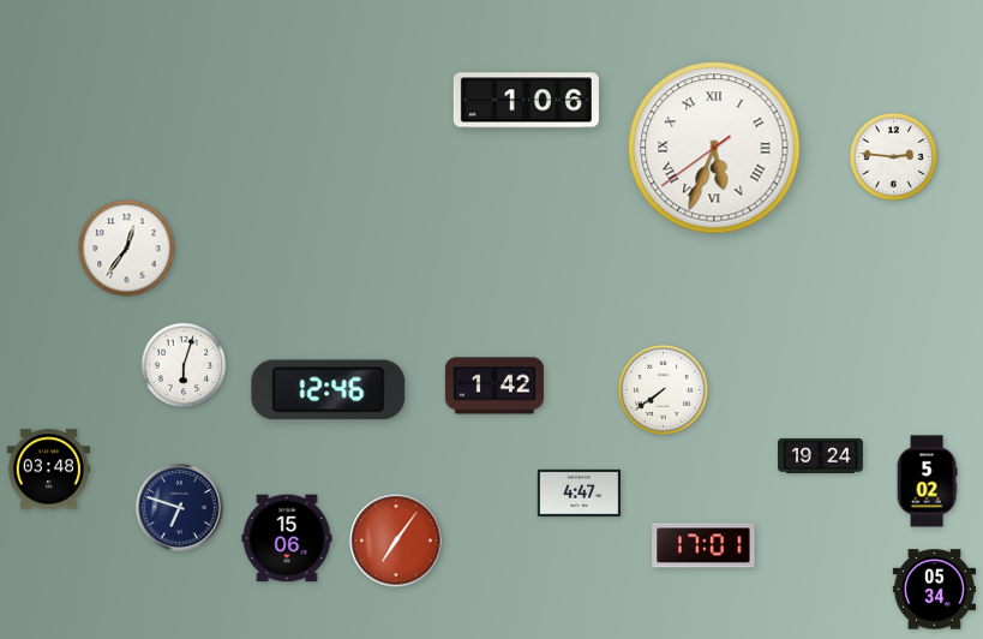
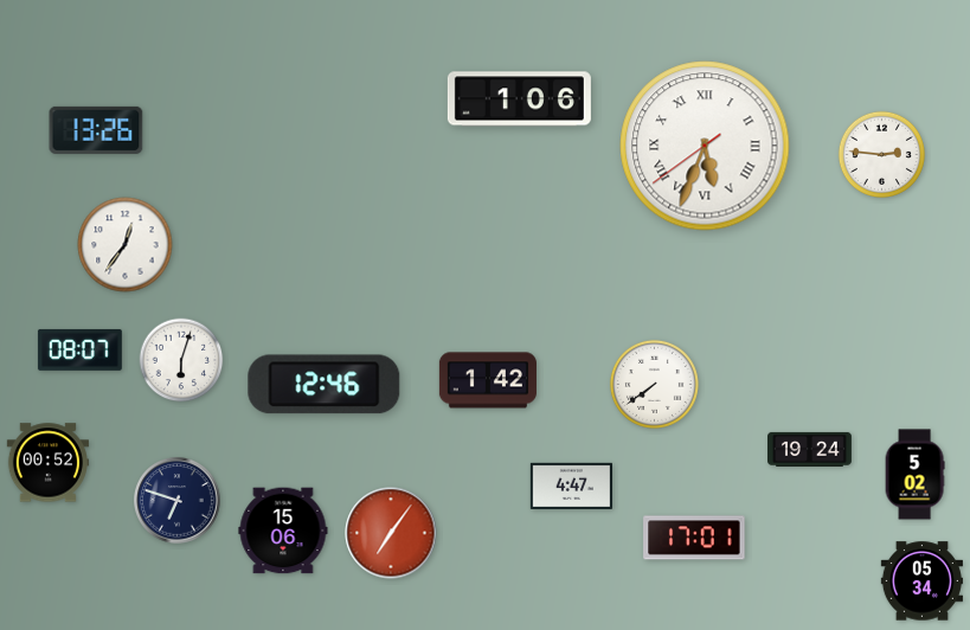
clock at (96, 130): none -> 13:26
clock at (79, 349): none -> 08:07
clock at (48, 470): 03:48 -> 00:52
